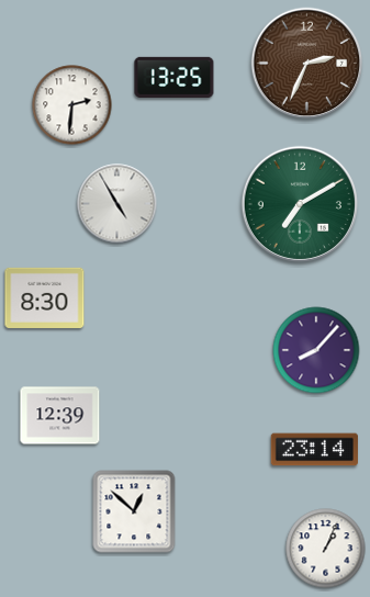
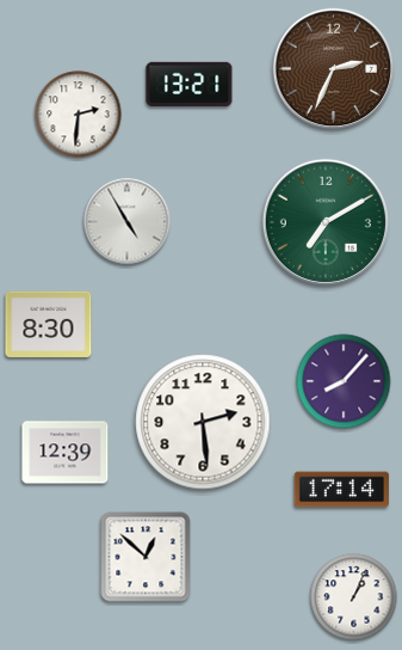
clock at (175, 77): 13:25 -> 13:21
clock at (203, 422): none -> 2:29
clock at (314, 450): 23:14 -> 17:14
